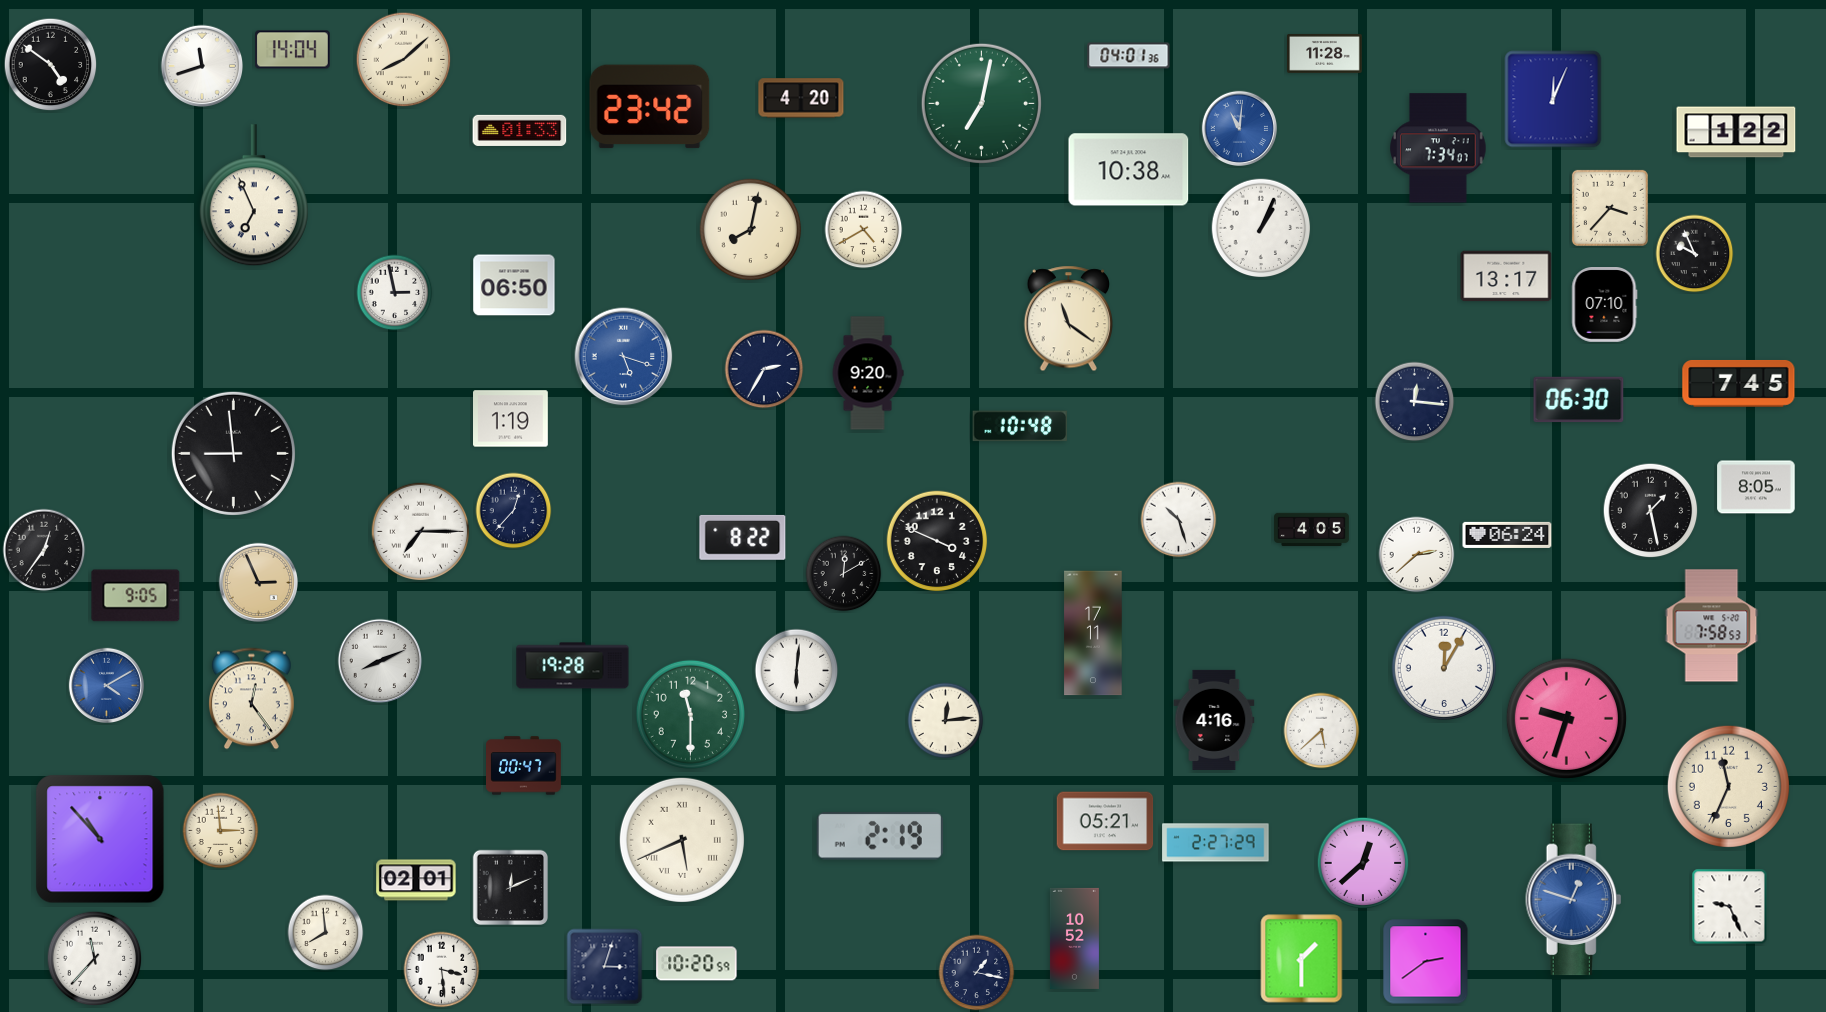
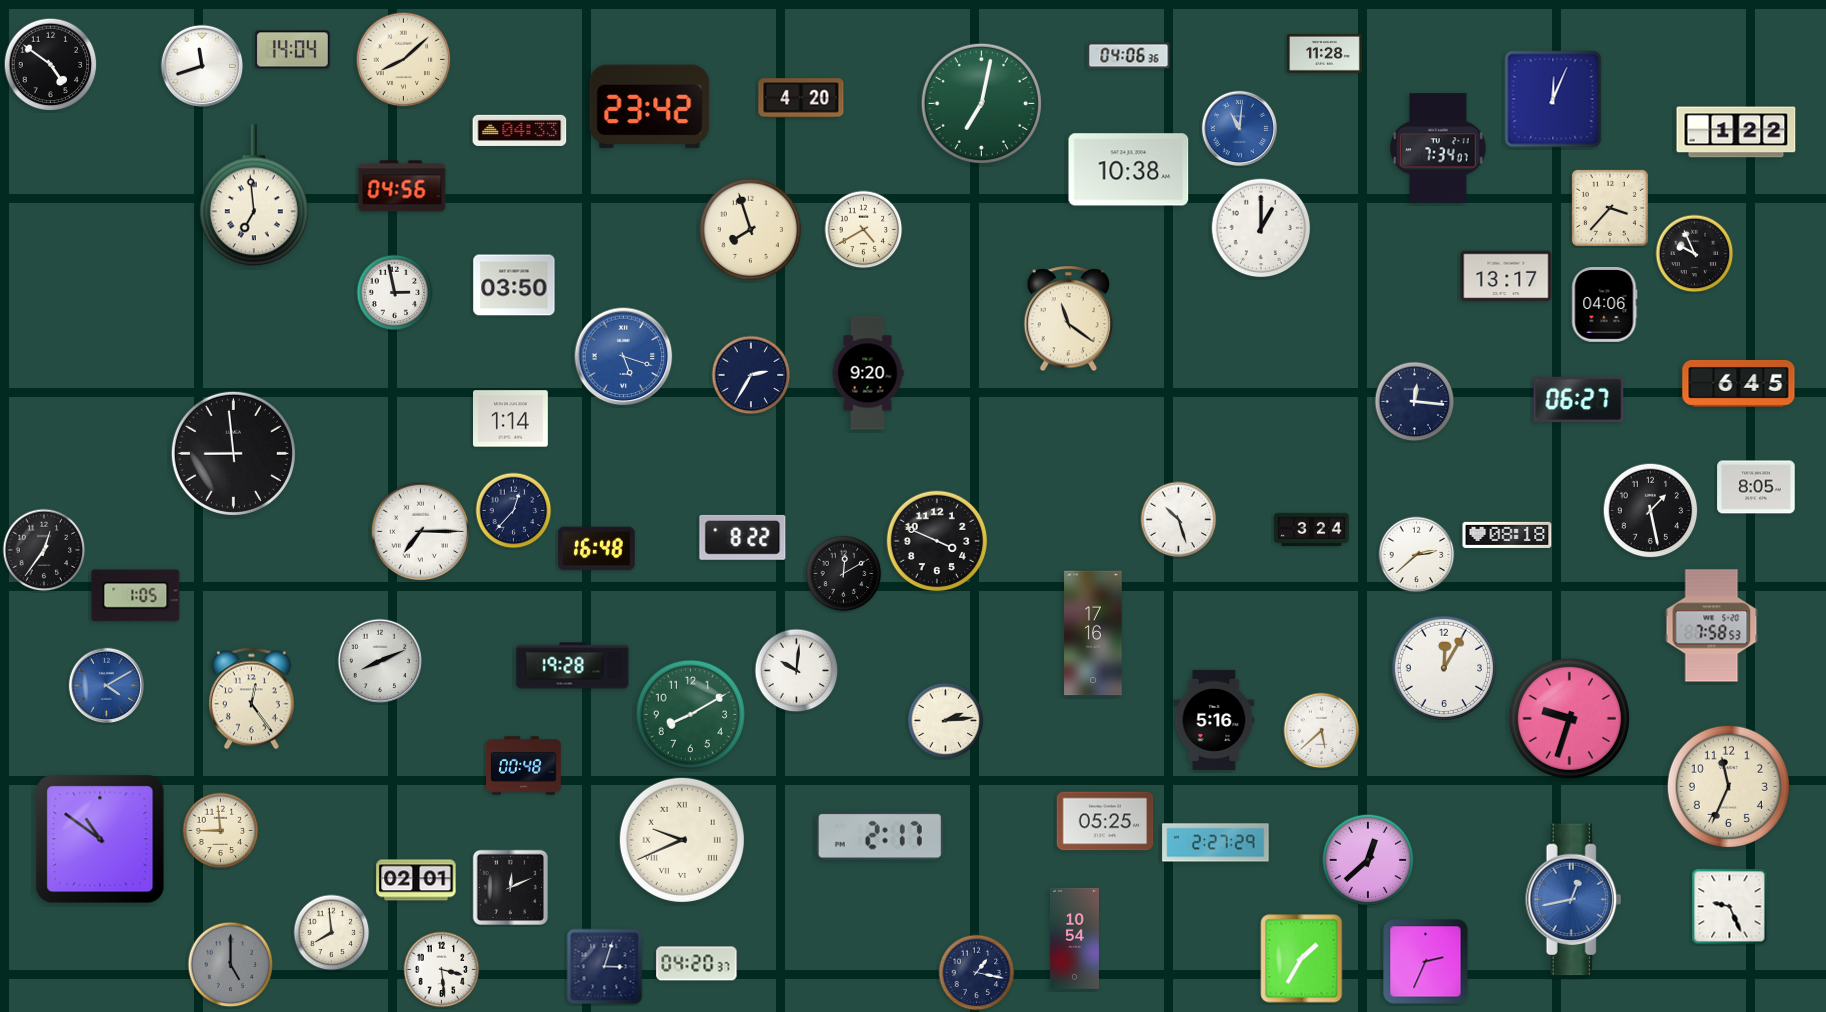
clock at (1129, 56): 04:01 -> 04:06
clock at (520, 130): 01:33 -> 04:33
clock at (402, 186): none -> 04:56
clock at (254, 196): 6:56 -> 6:59
clock at (1261, 228): 1:04 -> 1:00
clock at (751, 230): 8:02 -> 7:57
clock at (514, 285): 06:50 -> 03:50
clock at (1605, 305): 07:10 -> 04:06
clock at (764, 369) position: (764, 369) -> (751, 375)
clock at (1739, 383): 7:45 -> 6:45
clock at (1579, 400): 06:30 -> 06:27
clock at (511, 419): 1:19 -> 1:14
clock at (1020, 426): 10:48 -> none
clock at (1312, 530): 4:05 -> 3:24
clock at (1507, 535): 06:24 -> 08:18
clock at (597, 549): none -> 16:48
clock at (259, 583): 2:56 -> none
clock at (136, 596): 9:05 -> 1:05
clock at (1093, 633): 17:11 -> 17:16
clock at (797, 671): 6:01 -> 10:01
clock at (690, 714): 11:30 -> 8:10
clock at (1566, 718) position: (1566, 718) -> (1569, 718)
clock at (1214, 720): 4:16 -> 5:16
clock at (946, 721): 12:14 -> 2:14
clock at (524, 766): 00:47 -> 00:48
clock at (1105, 821): 05:21 -> 05:25
clock at (221, 831): 2:59 -> 8:59
clock at (880, 837): 2:19 -> 2:17
clock at (100, 839): 10:53 -> 10:51
clock at (682, 840): 5:41 -> 9:41
clock at (1363, 863) position: (1363, 863) -> (1368, 860)
clock at (1574, 900): 12:48 -> 12:43
clock at (326, 933) position: (326, 933) -> (332, 933)
clock at (1074, 938): 10:52 -> 10:54
clock at (95, 959): 11:37 -> none
clock at (1302, 959): 1:30 -> 1:35
clock at (1426, 962): 2:39 -> 2:34
clock at (697, 964): 10:20 -> 04:20
clock at (231, 965): none -> 5:00
